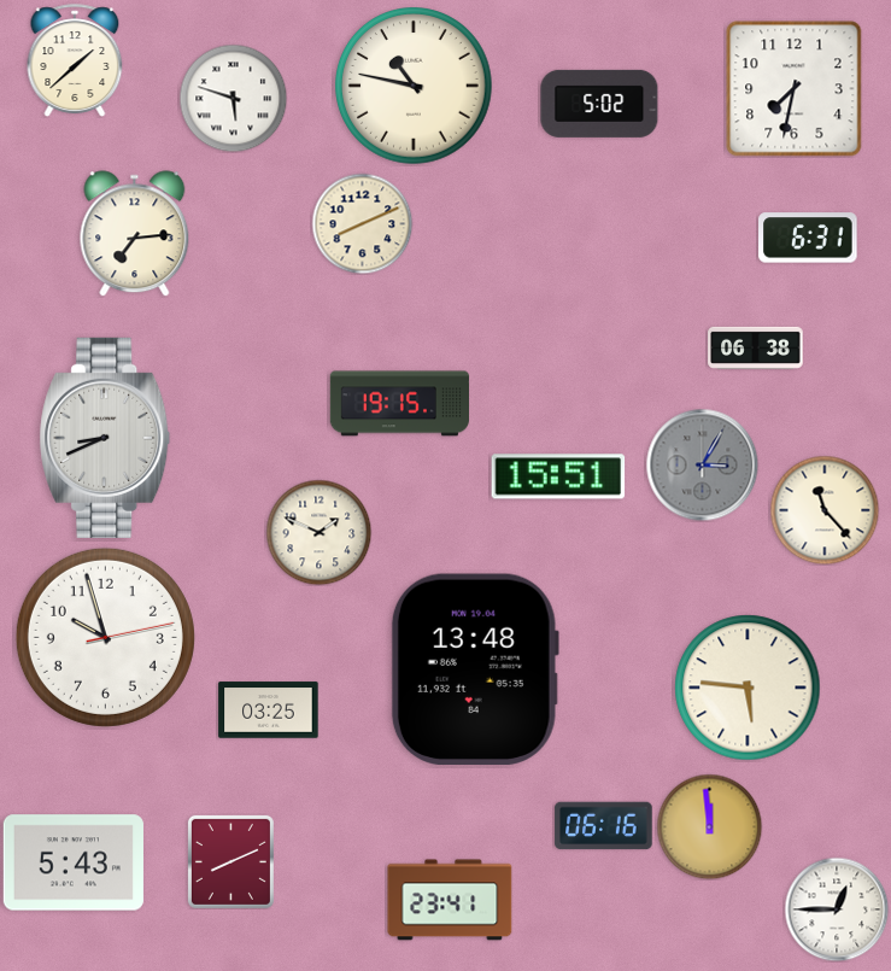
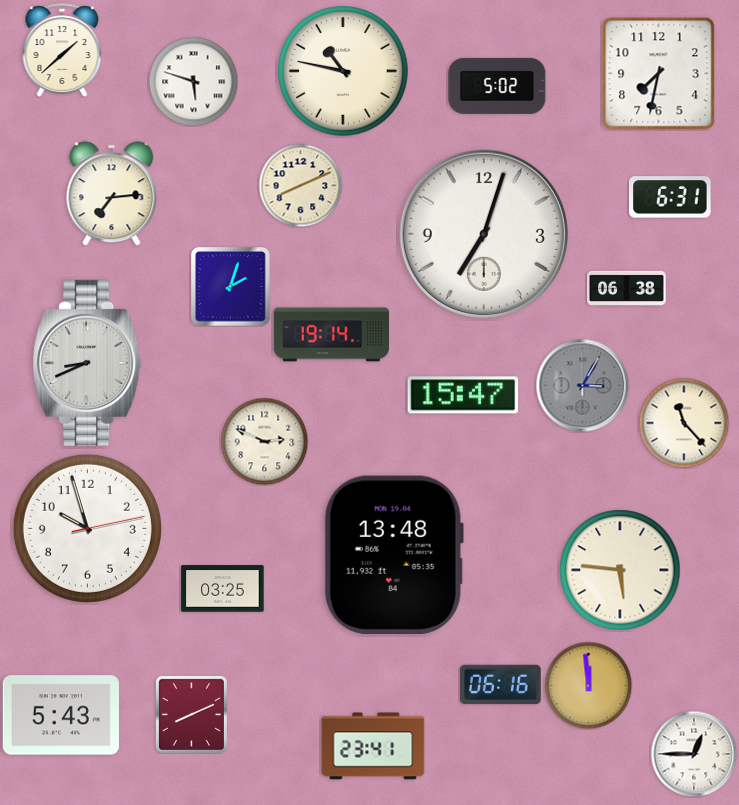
clock at (484, 234): none -> 7:03
clock at (231, 287): none -> 2:03
clock at (399, 404): 19:15 -> 19:14
clock at (558, 476): 15:51 -> 15:47
clock at (318, 532): 1:49 -> 2:49
